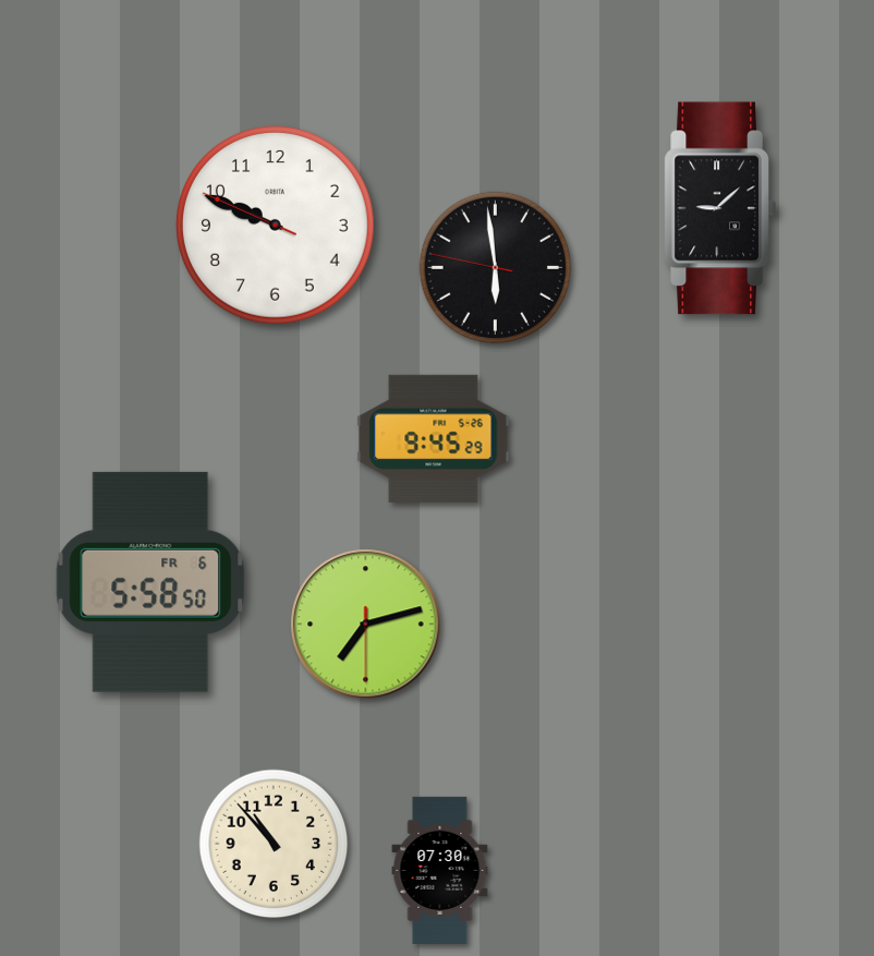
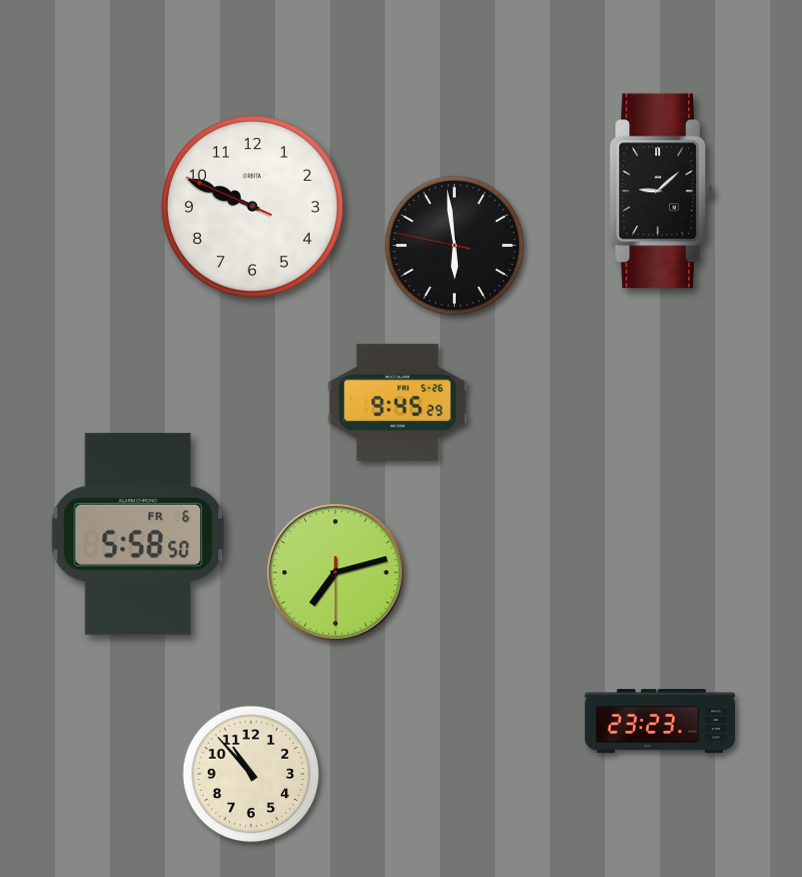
clock at (659, 721): none -> 23:23
clock at (440, 870): 07:30 -> none
